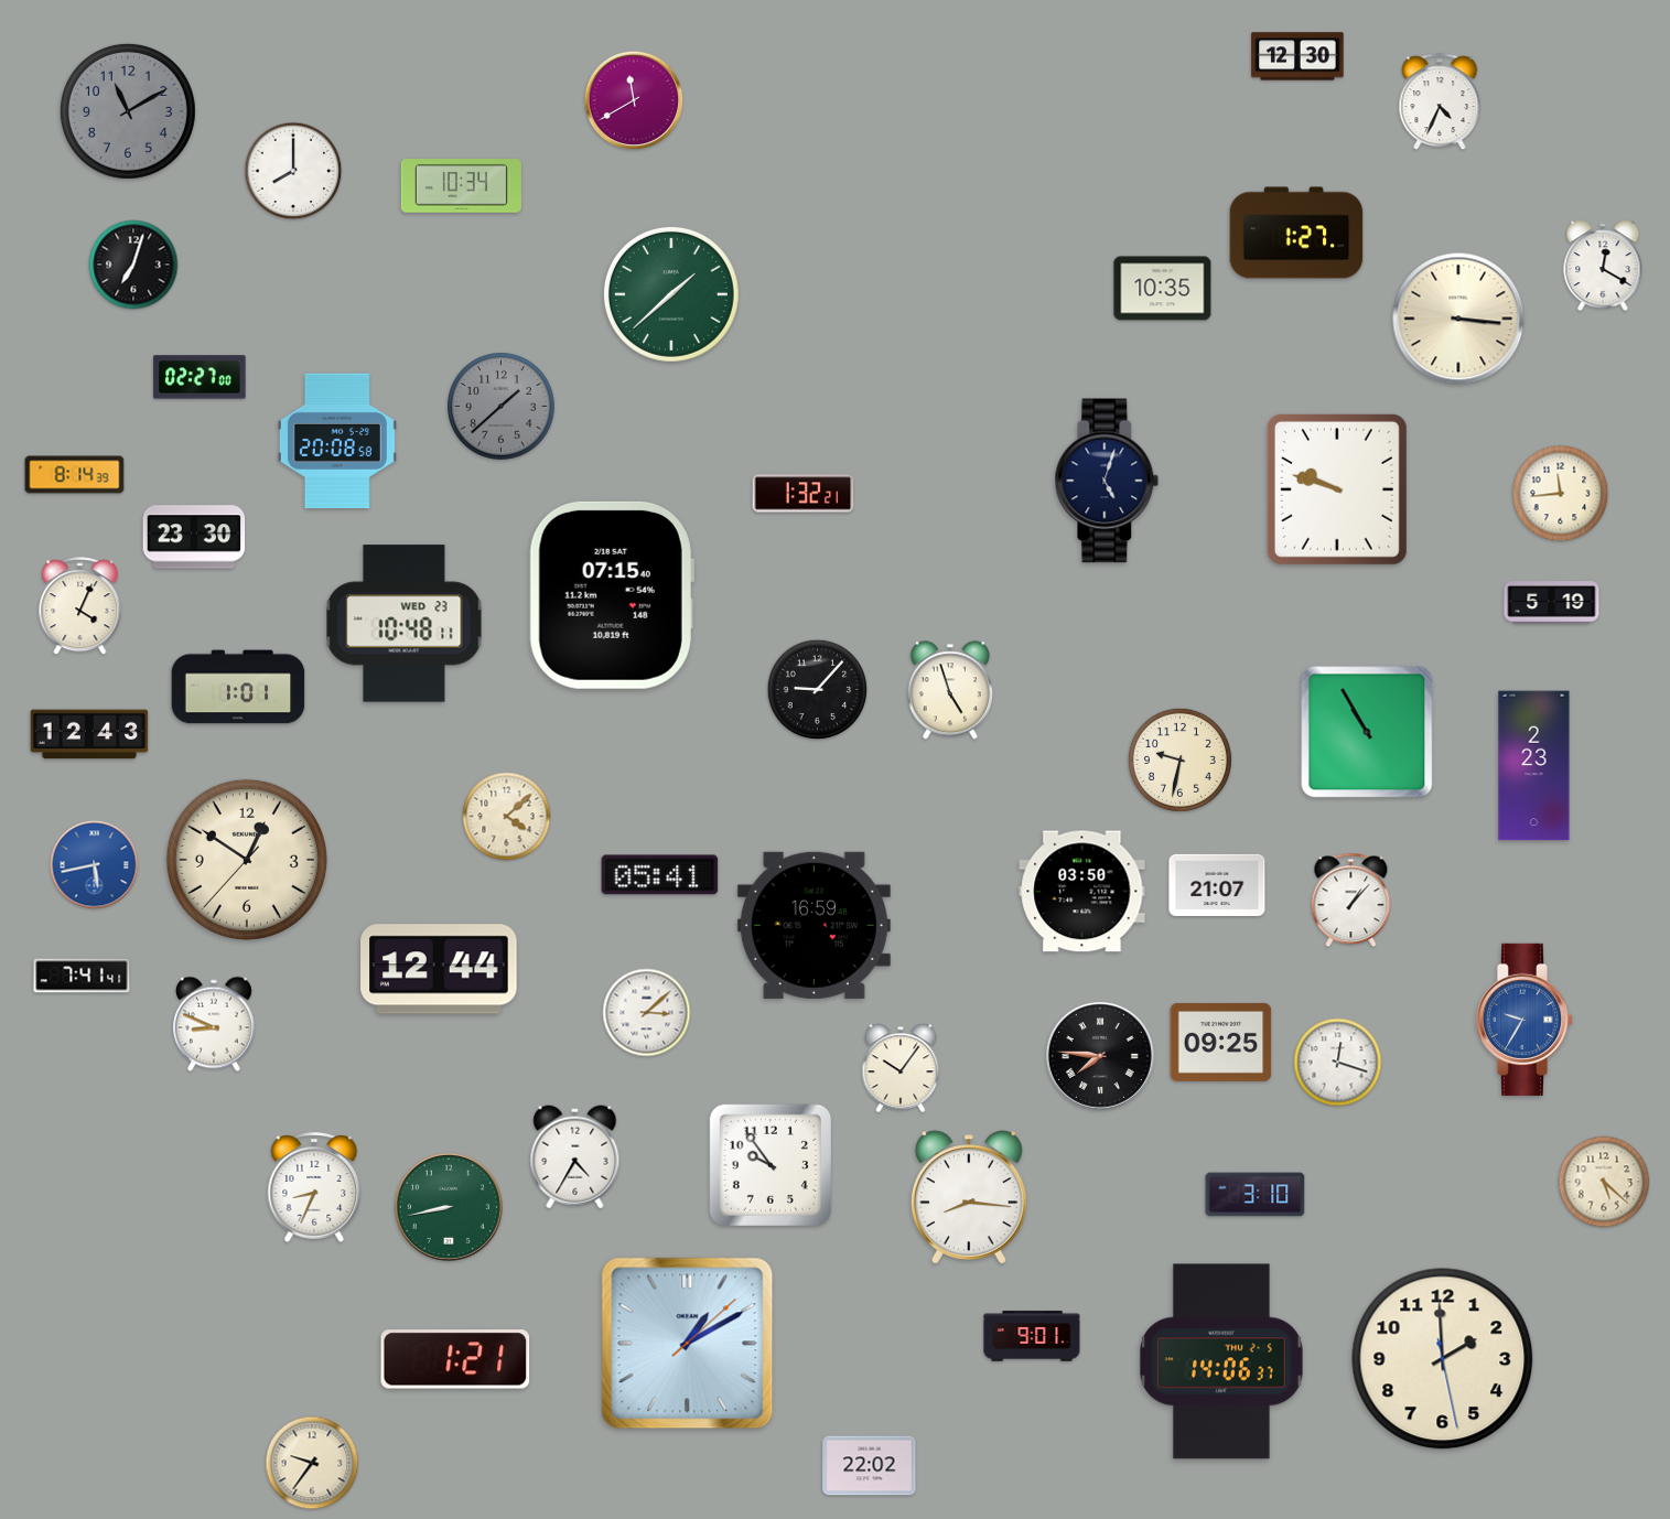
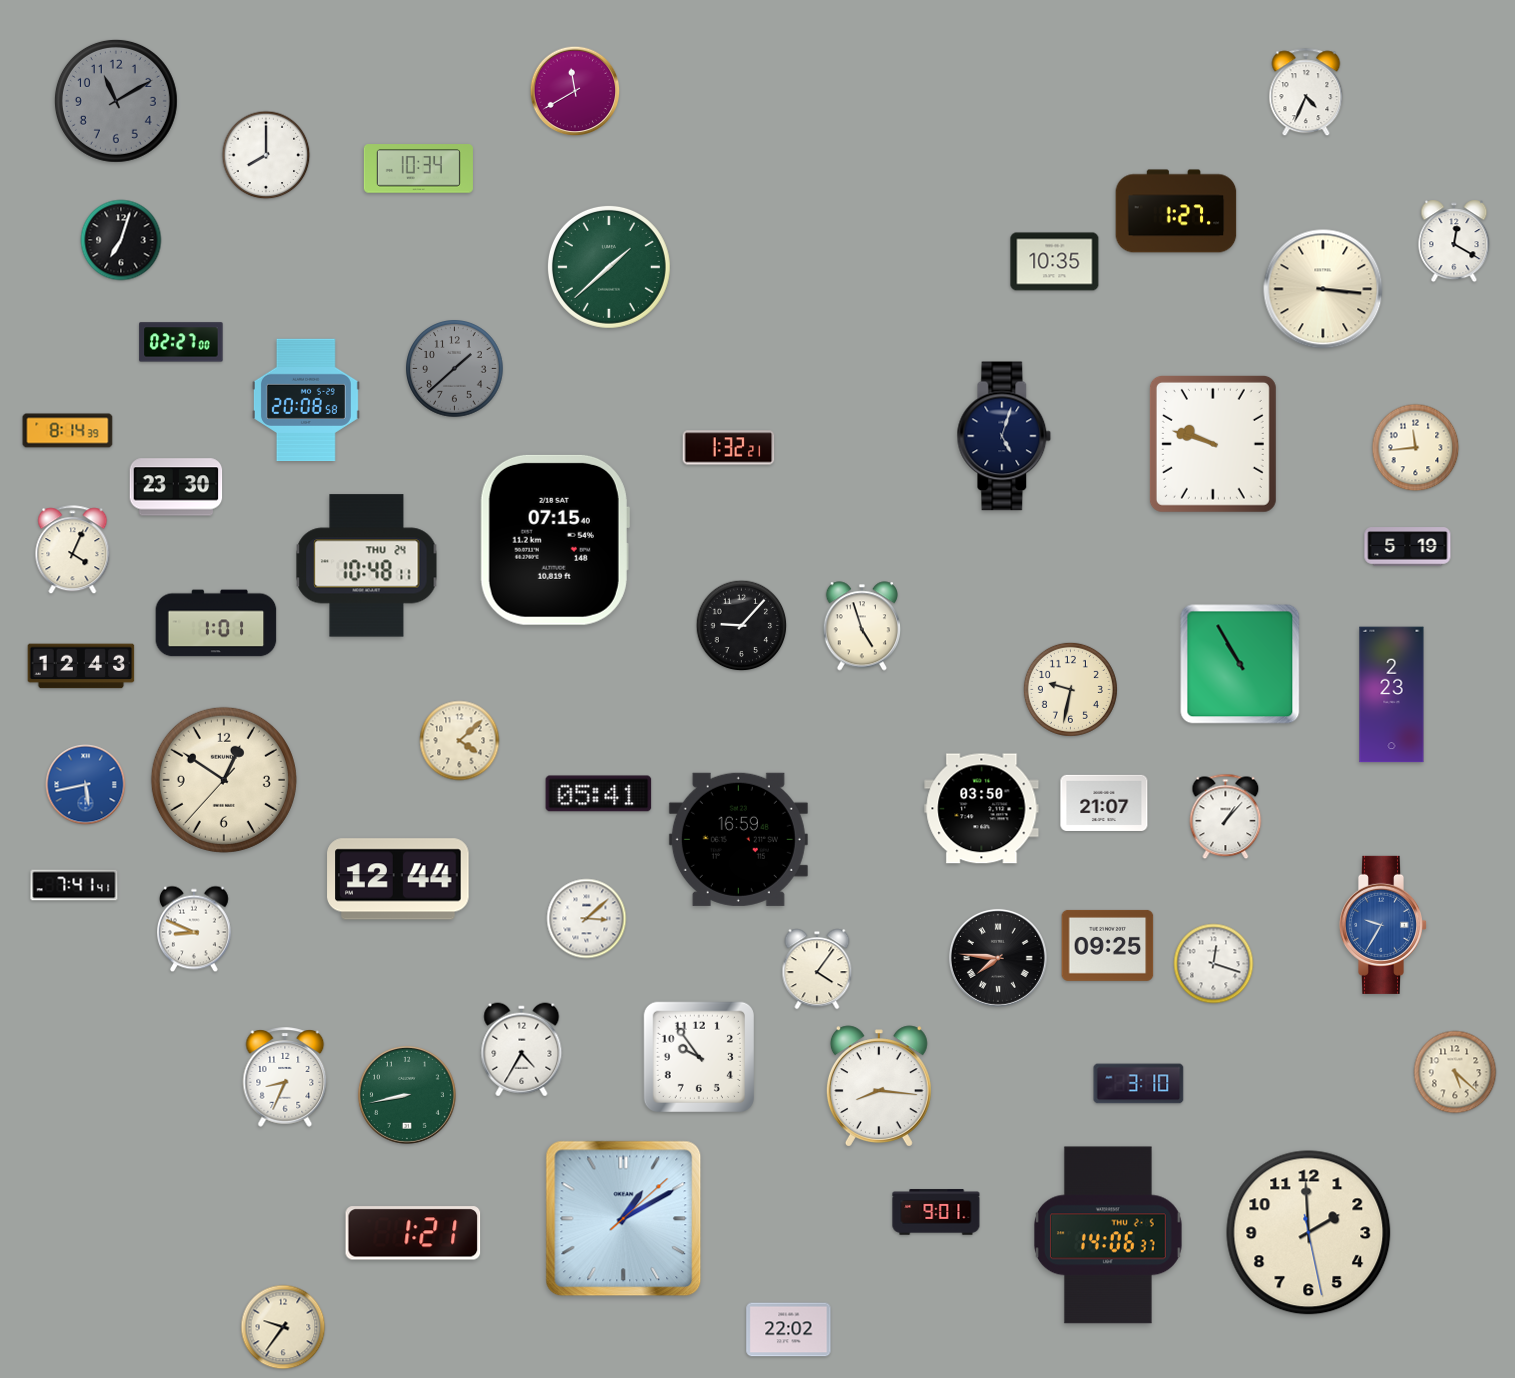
clock at (1297, 56): 12:30 -> none
clock at (405, 624) date: WED 23 -> THU 24
clock at (901, 1068): 10:06 -> 4:06
